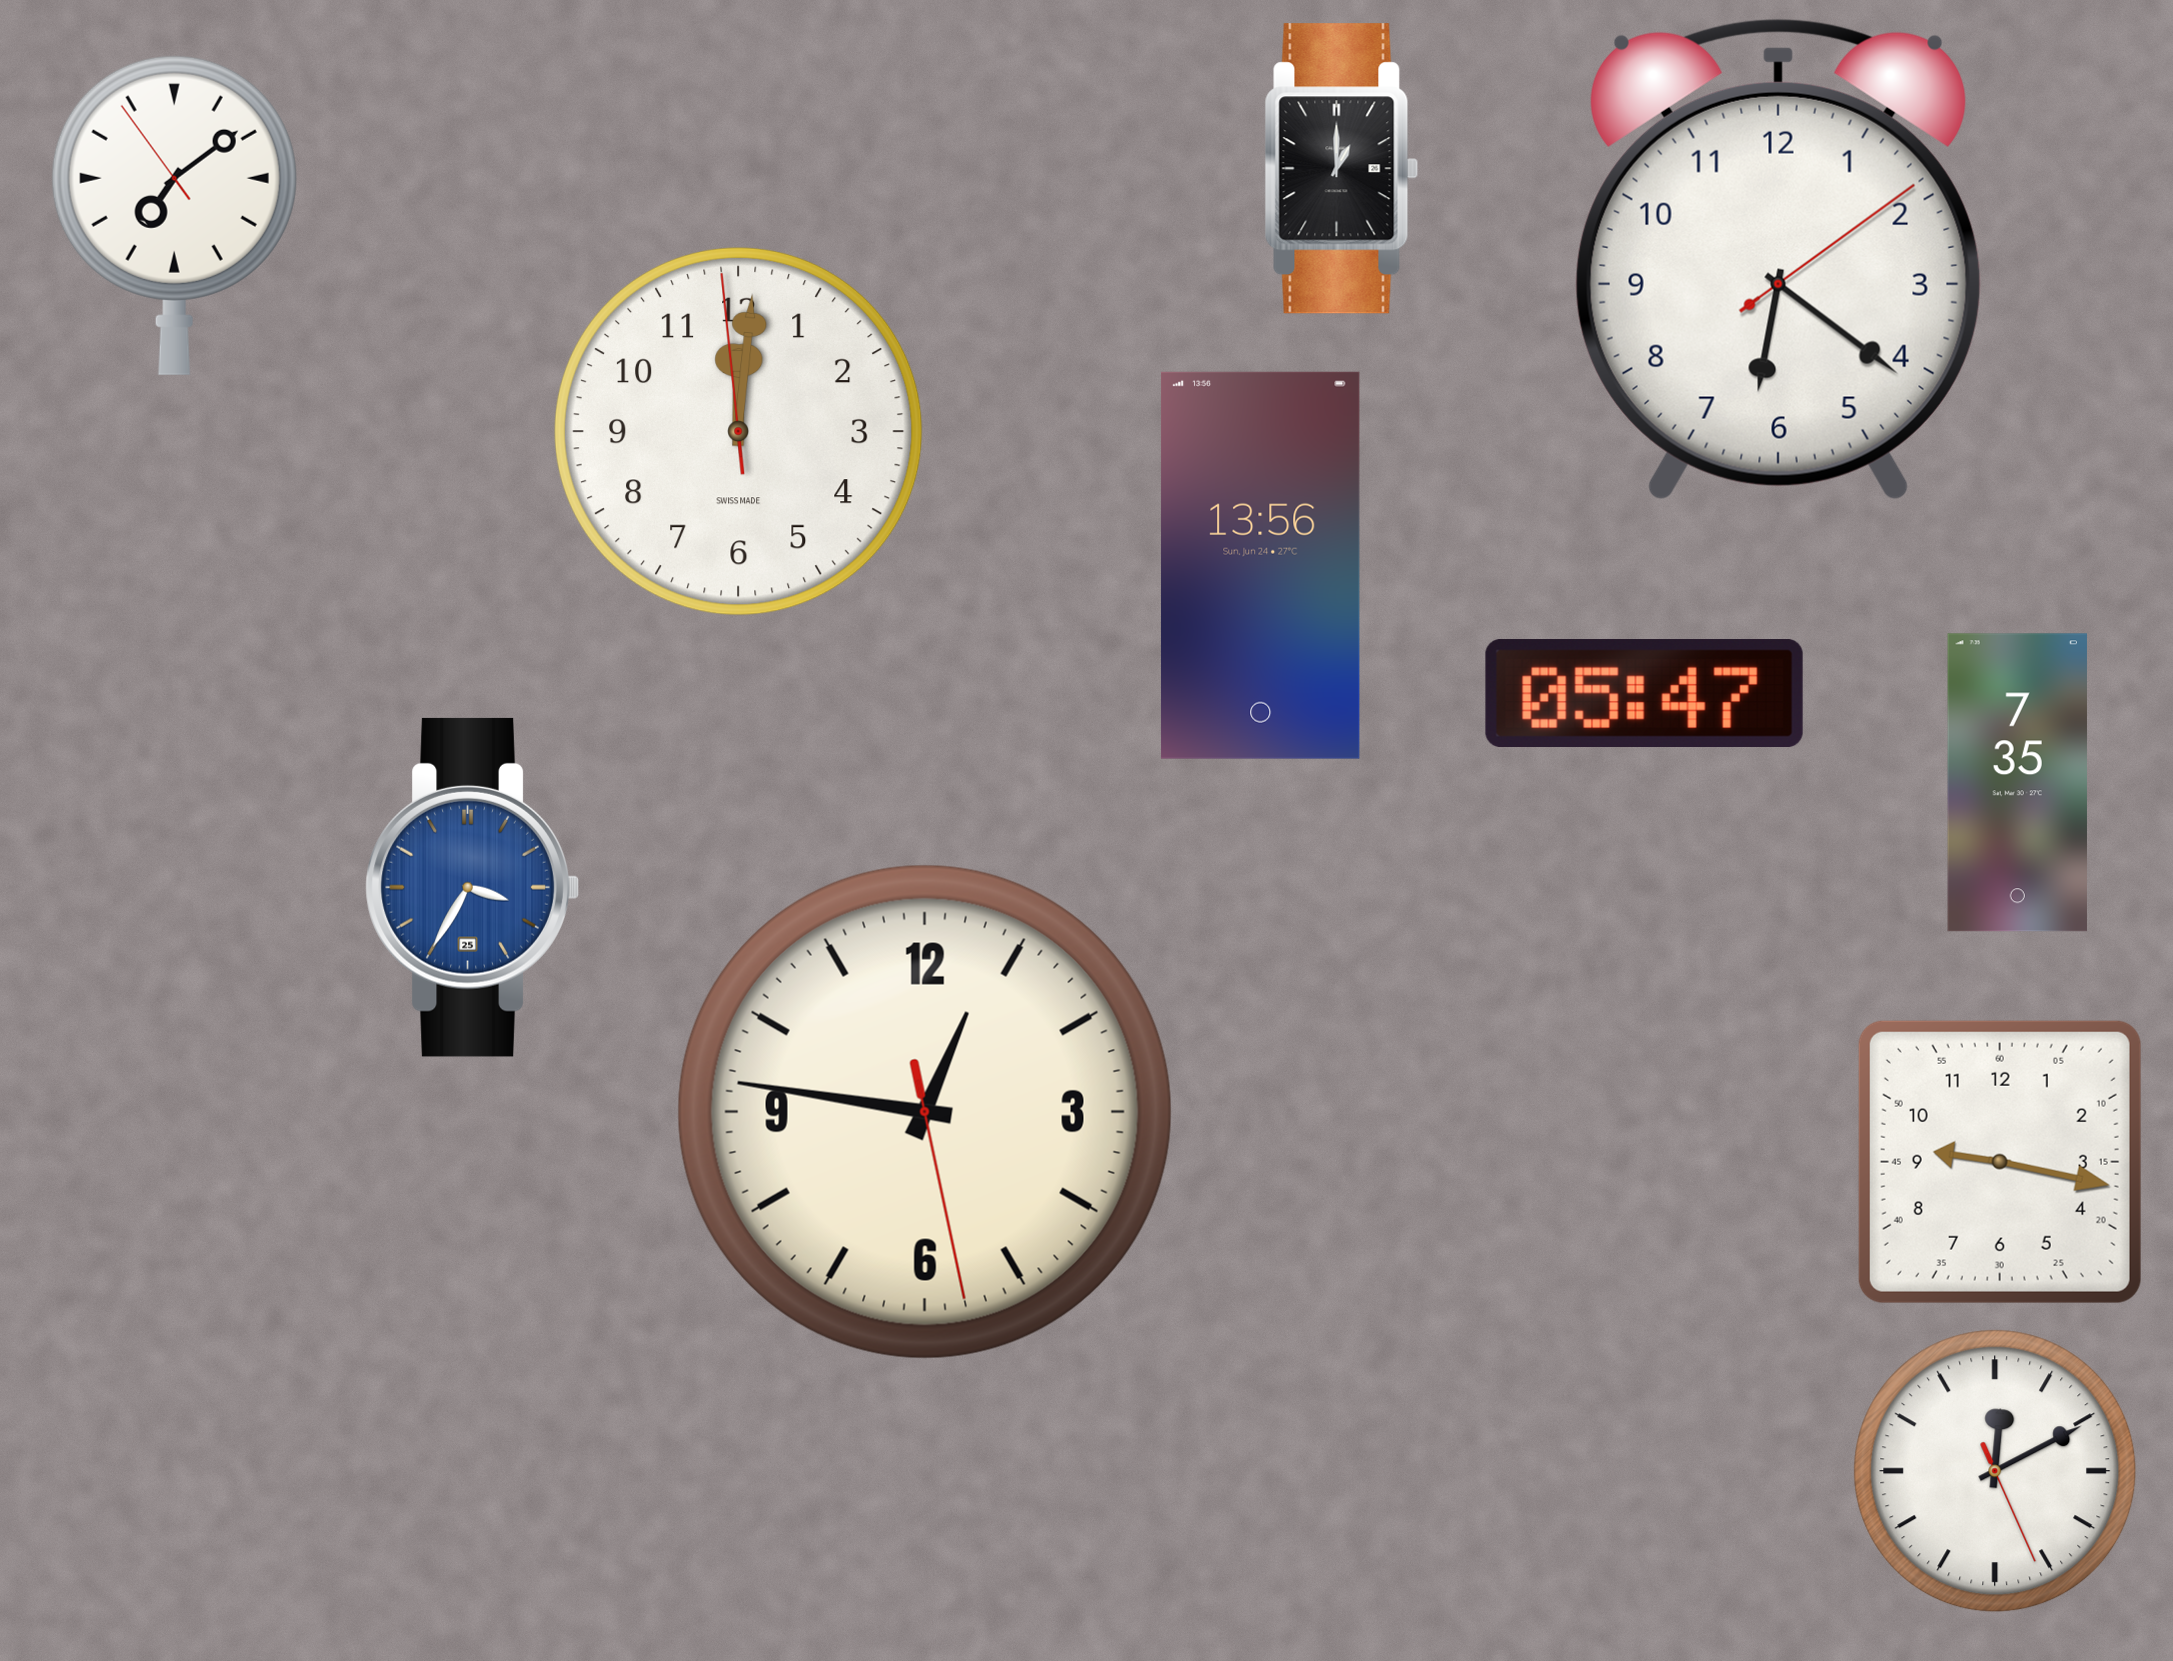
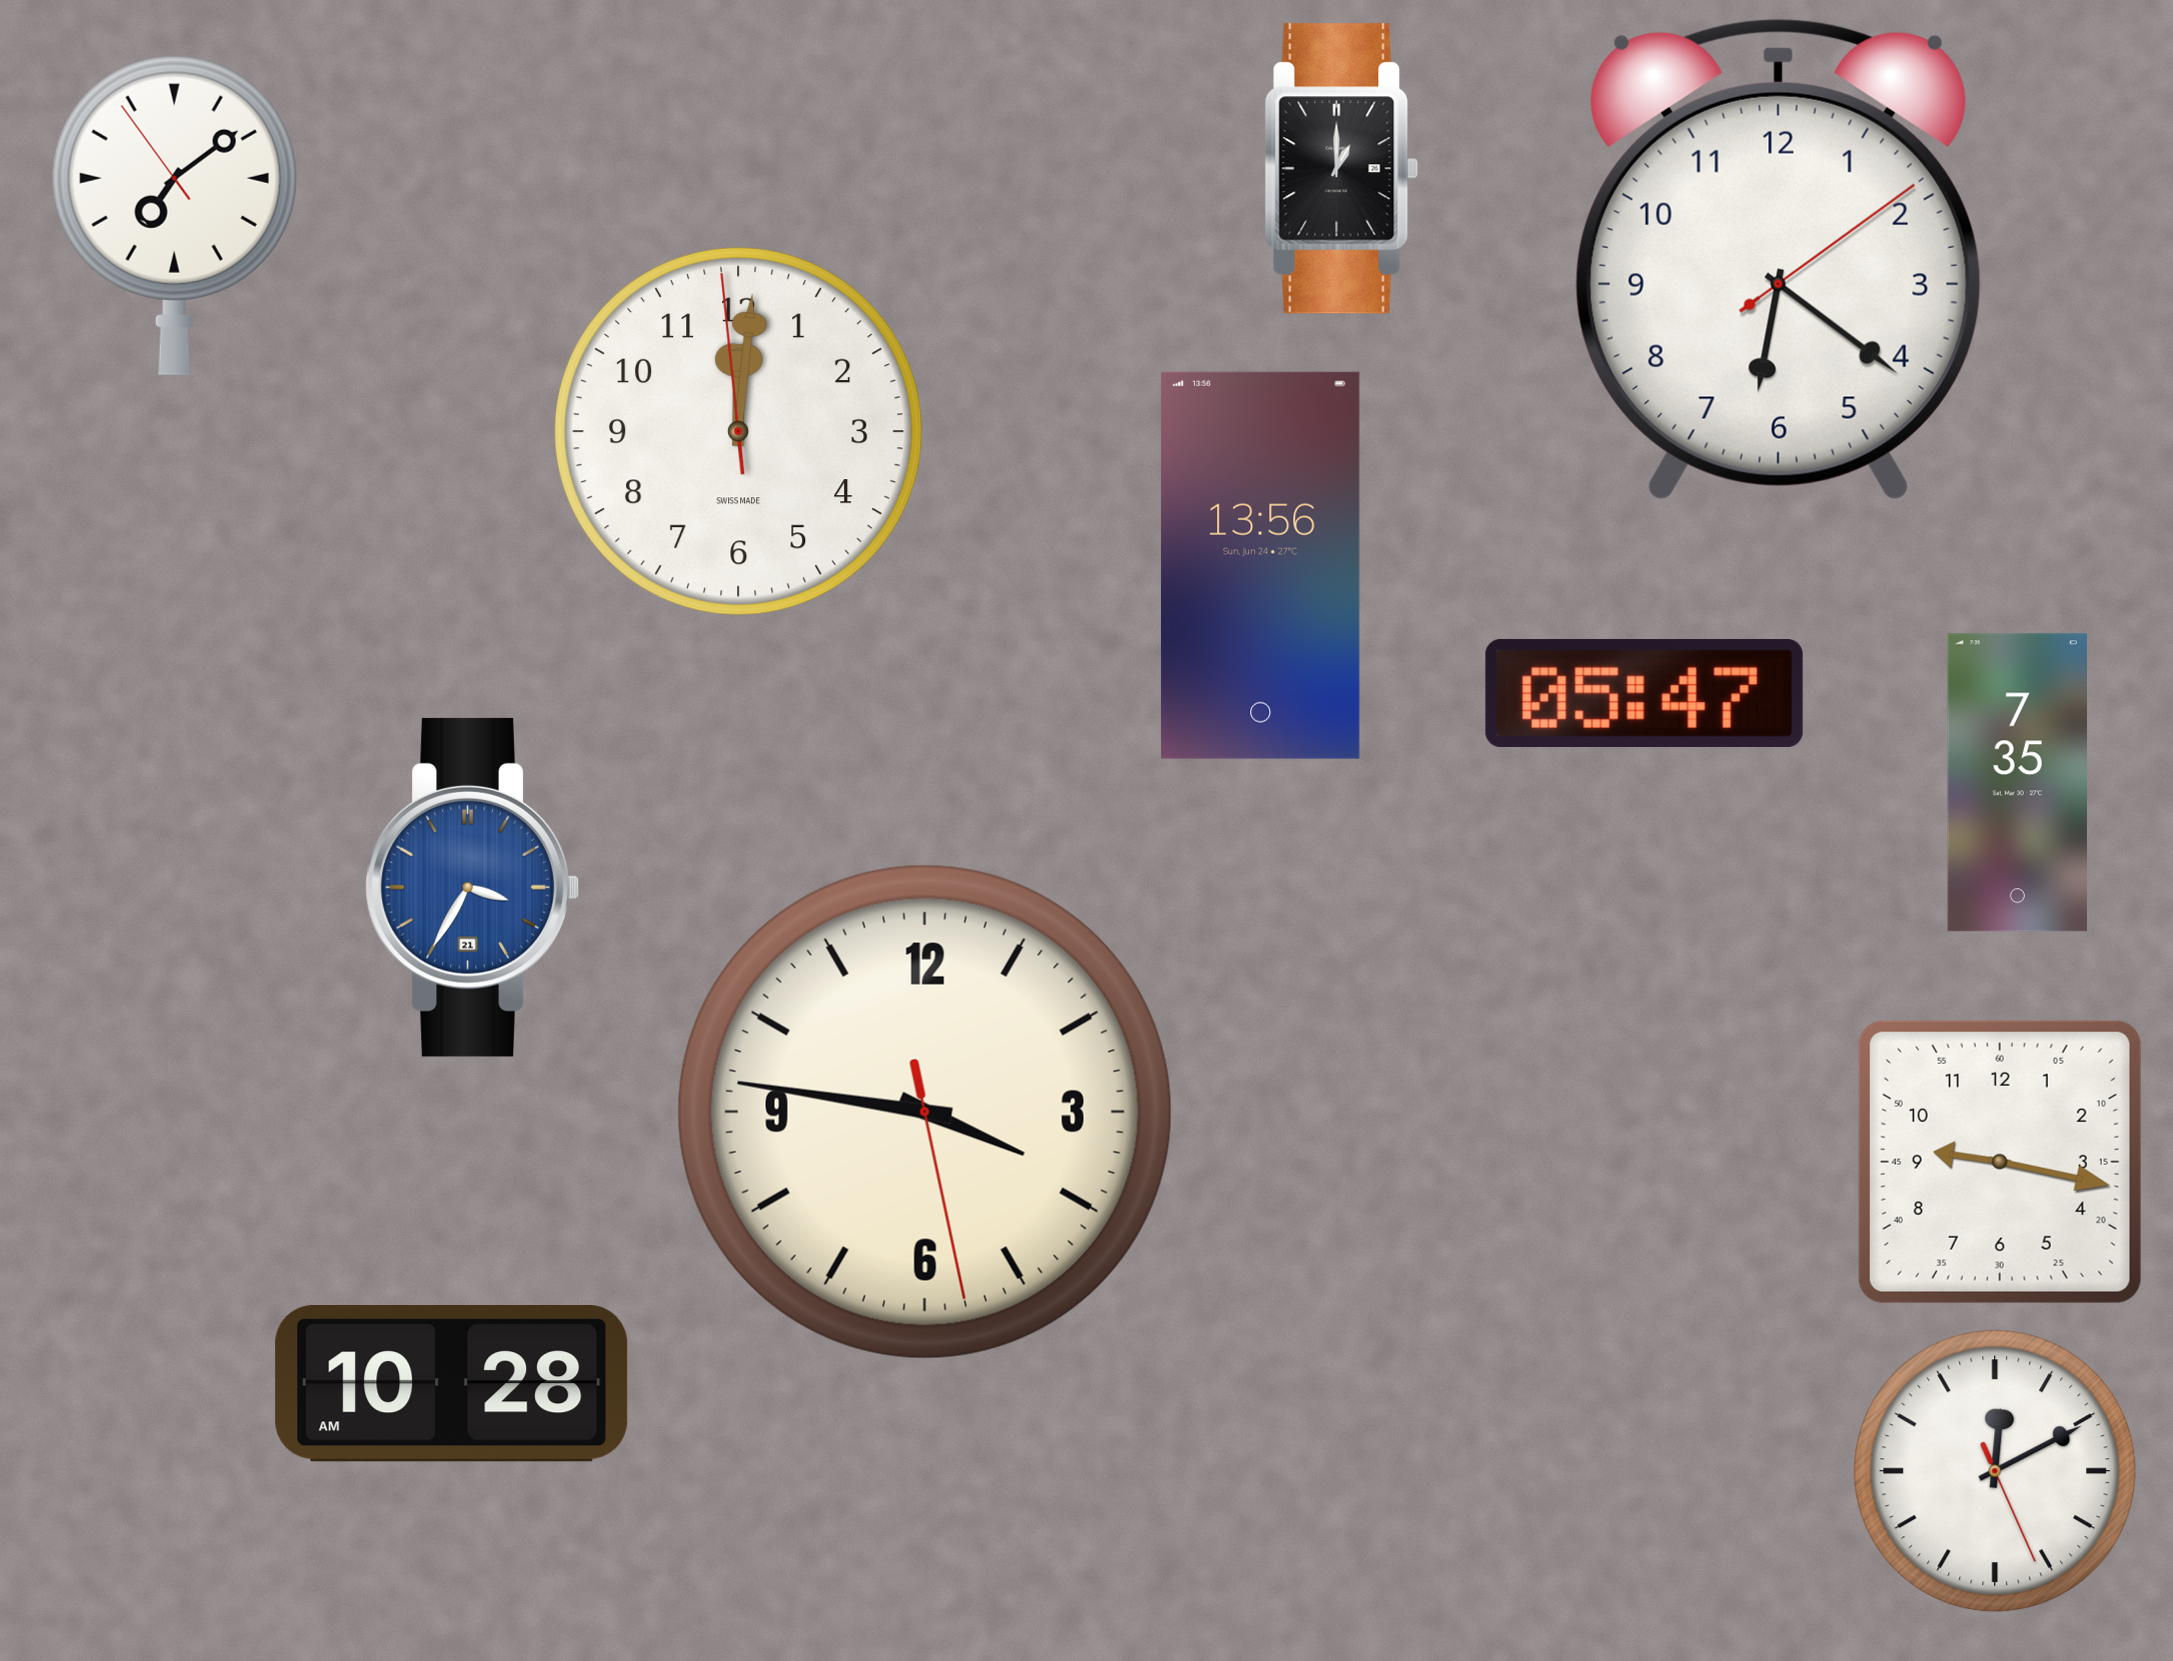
clock at (472, 887) date: 25 -> 21
clock at (925, 1112): 12:46 -> 3:46
clock at (452, 1384): none -> 10:28
